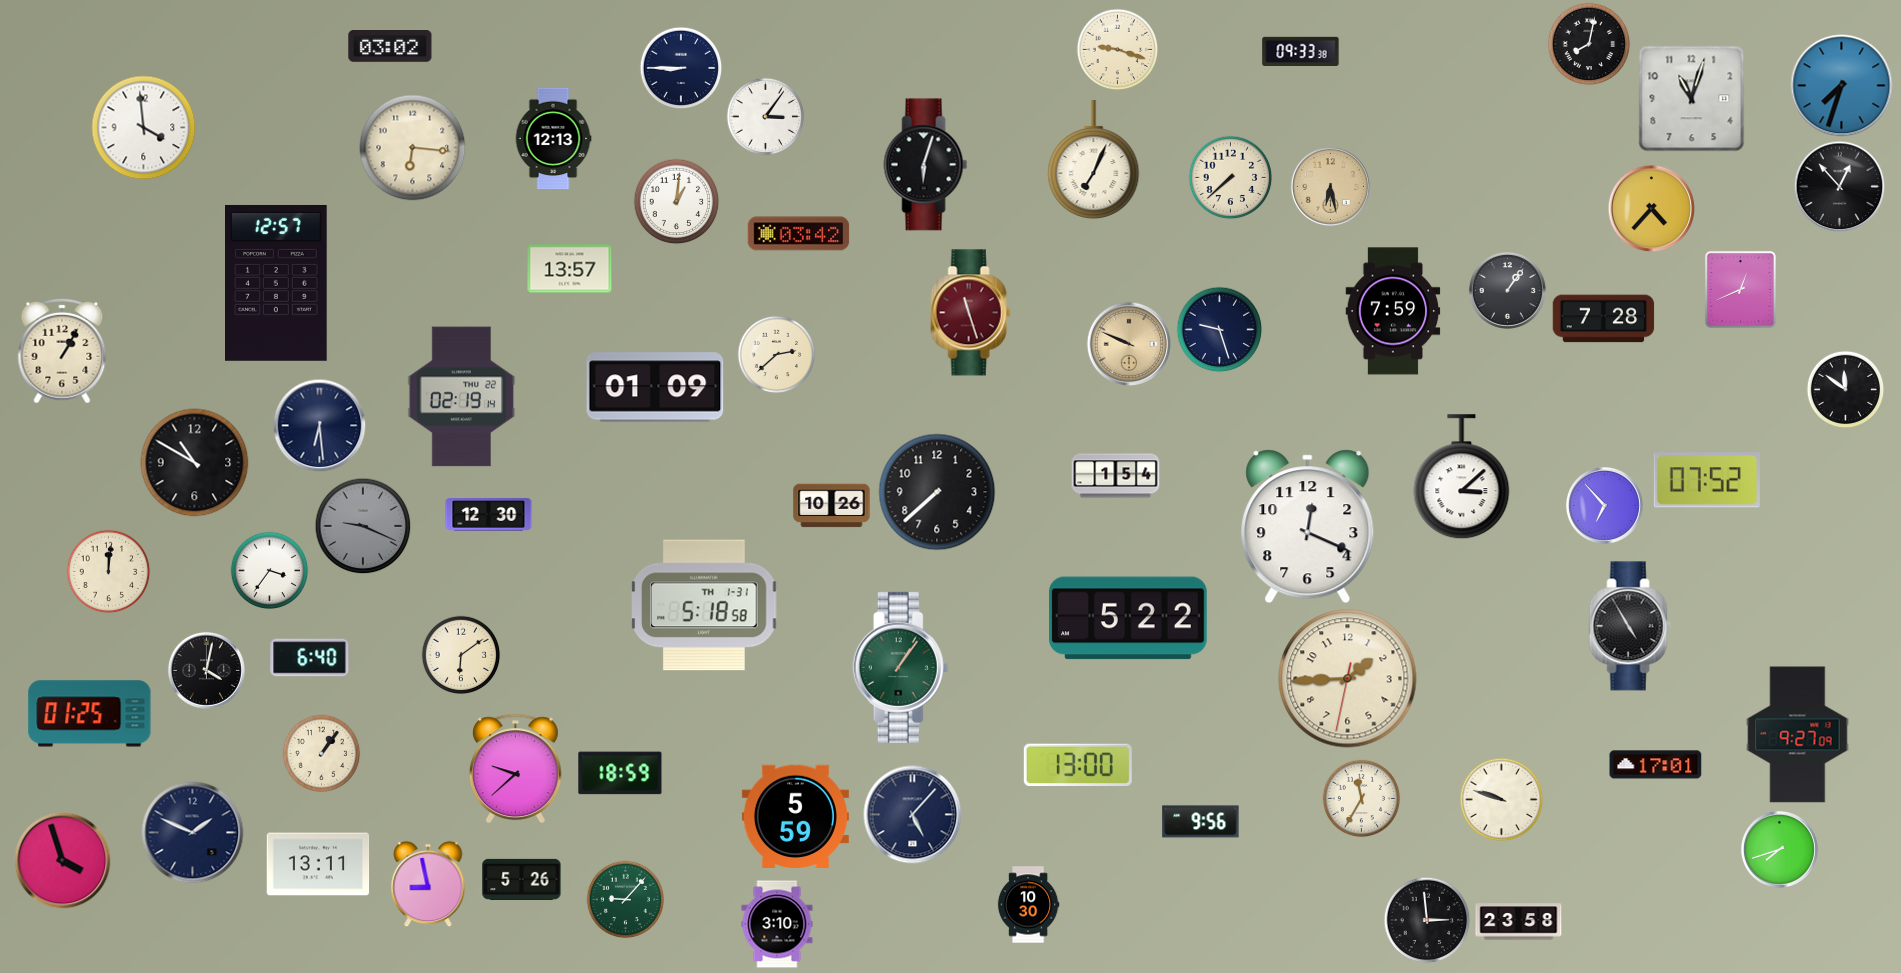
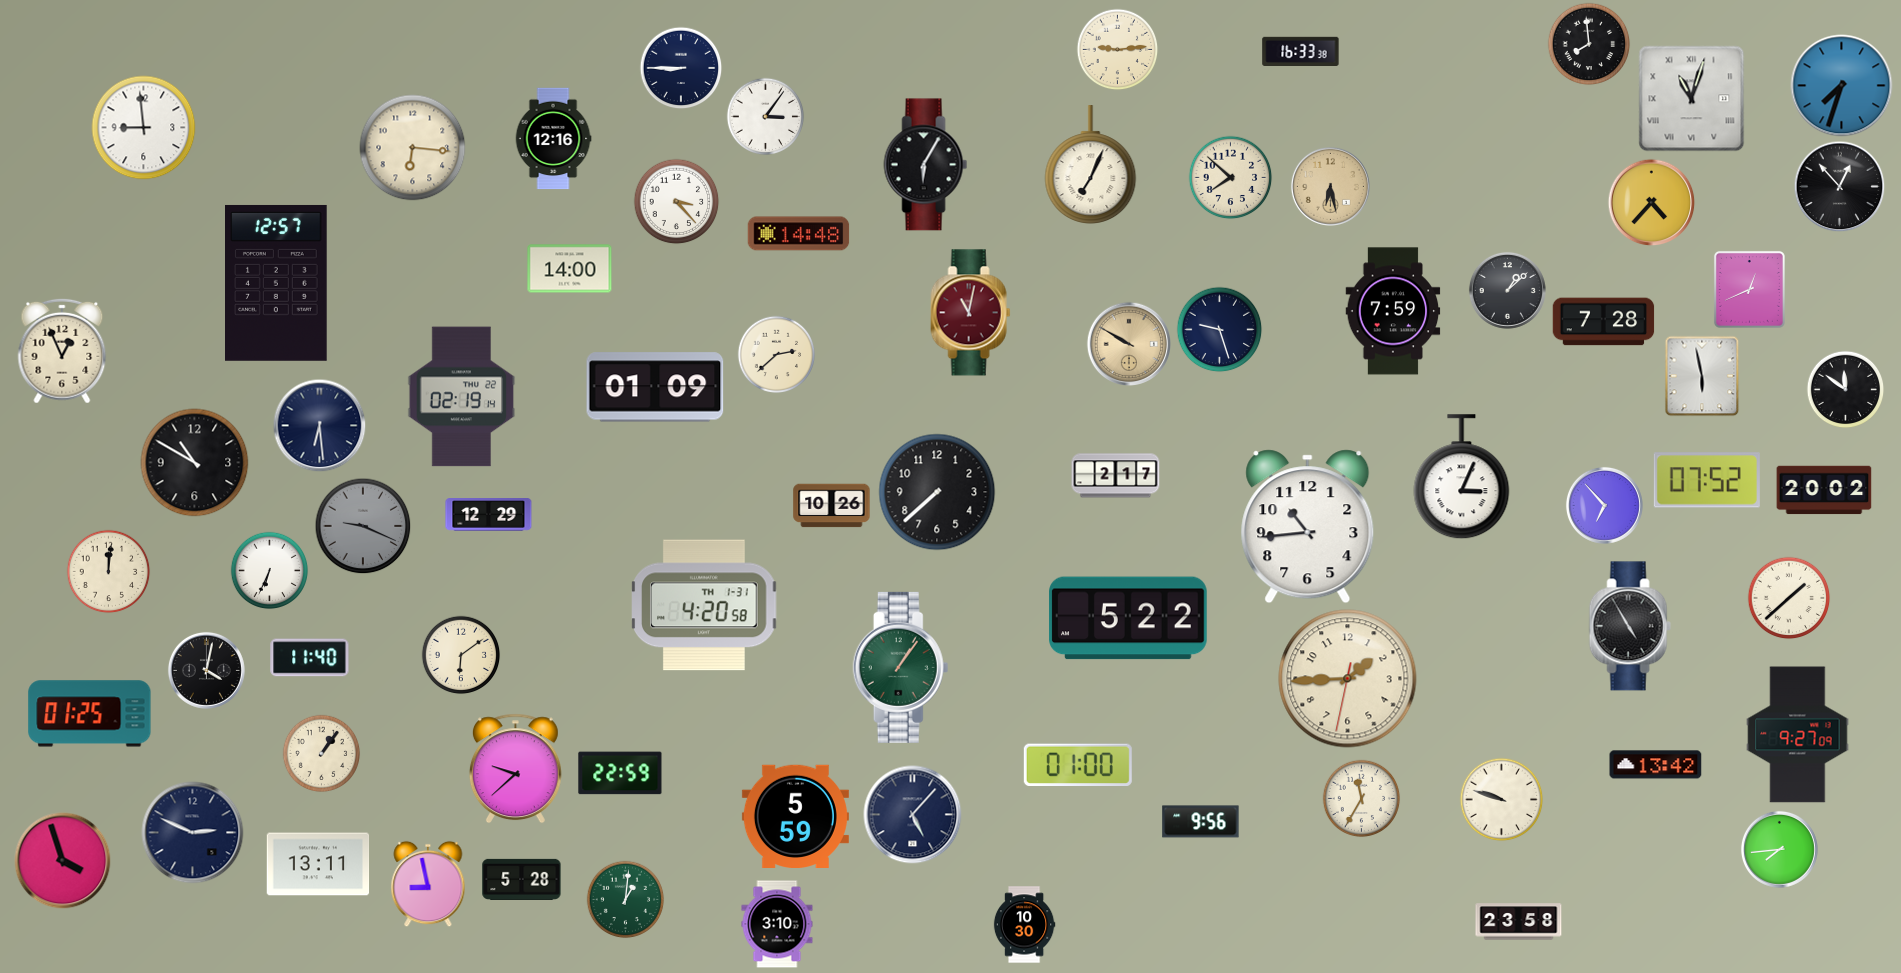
clock at (1589, 44): 8:02 -> 7:59
clock at (390, 47): 03:02 -> none
clock at (1117, 49): 9:18 -> 9:14
clock at (1301, 51): 09:33 -> 16:33
clock at (1692, 99) numerals: Arabic -> Roman
clock at (144, 128): 3:59 -> 8:59
clock at (553, 139): 12:13 -> 12:16
clock at (1094, 159) position: (1094, 159) -> (1091, 164)
clock at (926, 165): 6:03 -> 6:05
clock at (1230, 177): 7:38 -> 7:52
clock at (676, 201): 1:01 -> 3:23
clock at (1651, 208) position: (1651, 208) -> (1651, 202)
clock at (799, 234): 03:42 -> 14:48
clock at (570, 269): 13:57 -> 14:00
clock at (1740, 289) position: (1740, 289) -> (1749, 289)
clock at (1507, 290): 1:06 -> 1:08
clock at (971, 313): 11:27 -> 11:02
clock at (1604, 319) position: (1604, 319) -> (1604, 322)
clock at (1128, 343): 9:49 -> 9:50
clock at (62, 351): 1:05 -> 12:56
clock at (1702, 376): none -> 5:58
clock at (1116, 476): 1:54 -> 2:17
clock at (1462, 477): 3:08 -> 3:04
clock at (1824, 490): none -> 20:02
clock at (489, 515): 12:30 -> 12:29
clock at (1308, 527): 12:19 -> 10:44
clock at (269, 570): 3:36 -> 6:34
clock at (1789, 598): none -> 1:38
clock at (704, 605): 5:18 -> 4:20
clock at (310, 658): 6:40 -> 11:40
clock at (1078, 764): 13:00 -> 01:00
clock at (1656, 765): 17:01 -> 13:42
clock at (620, 773): 18:59 -> 22:59
clock at (193, 833): 1:49 -> 2:49
clock at (1779, 849): 7:42 -> 7:44
clock at (522, 879): 5:26 -> 5:28
clock at (625, 899): 9:07 -> 1:01
clock at (1028, 905) position: (1028, 905) -> (1024, 925)
clock at (1427, 920): 2:59 -> none
